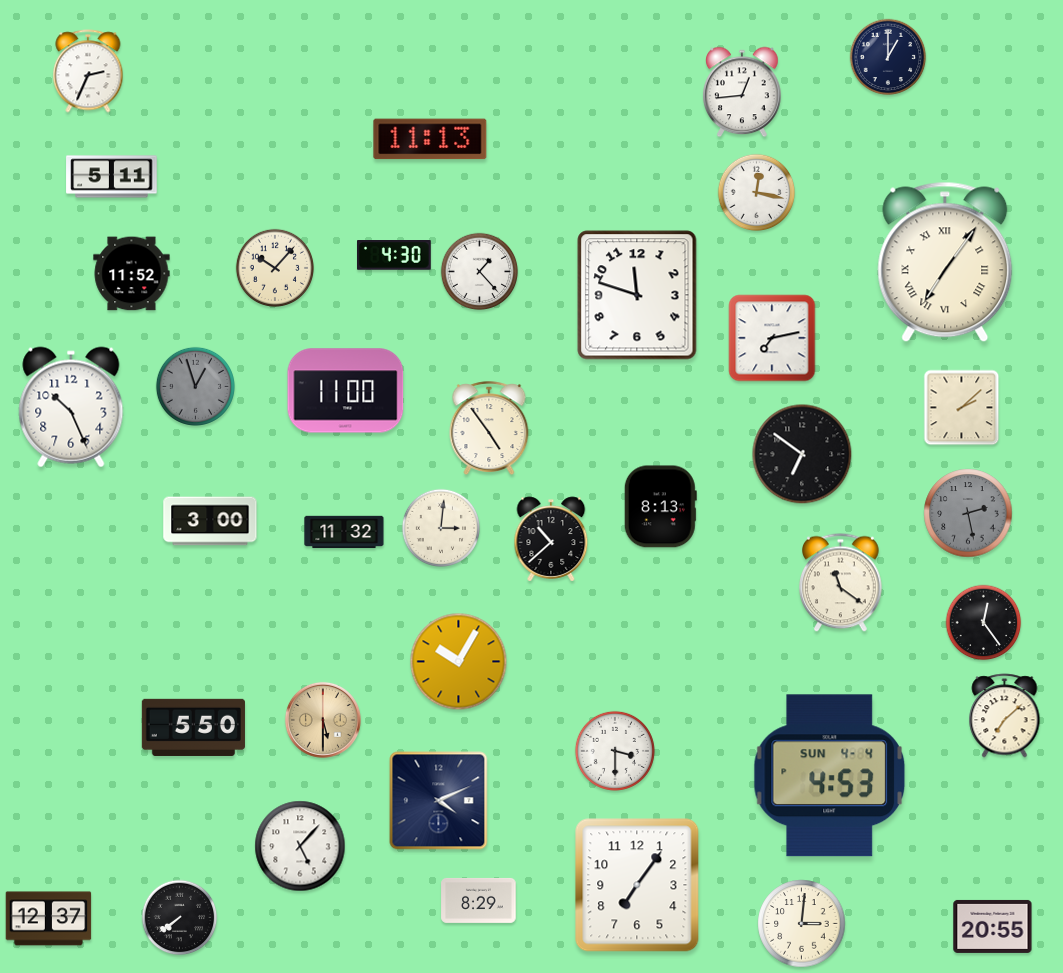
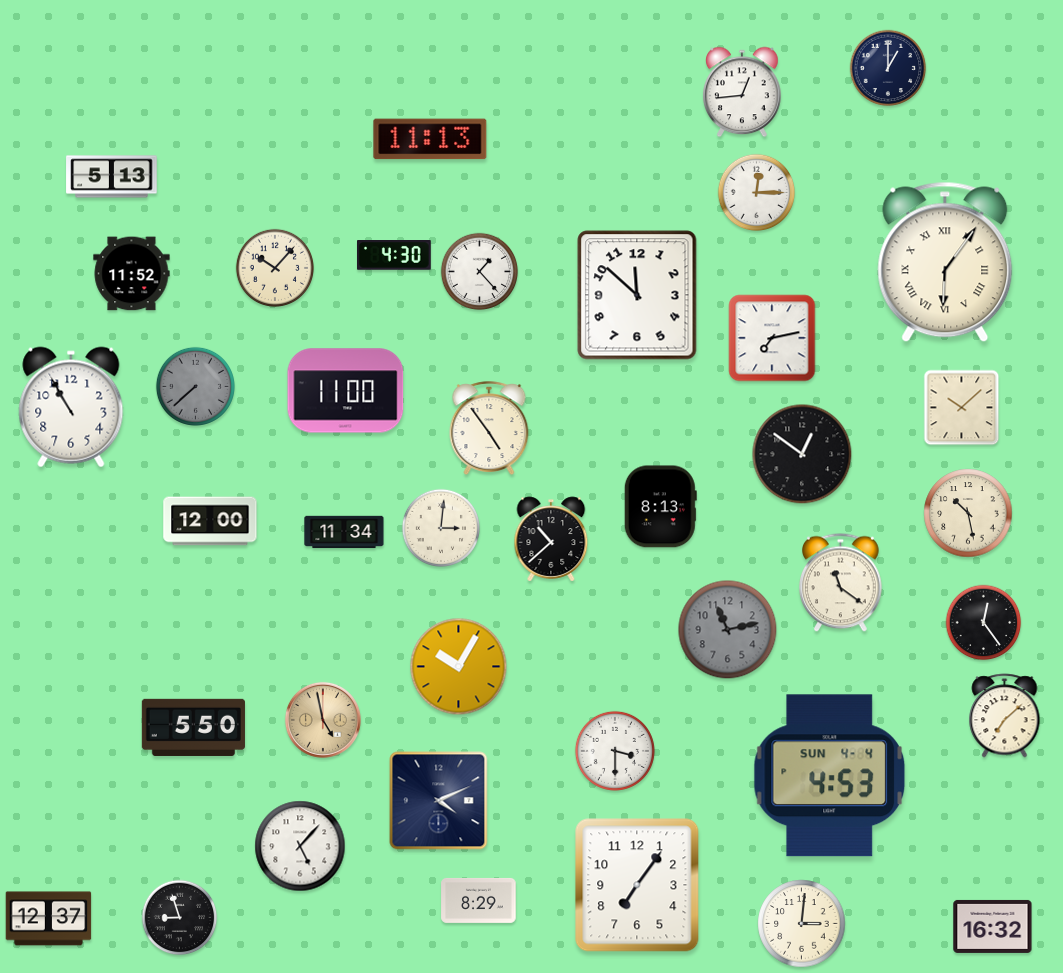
clock at (888, 57) position: (888, 57) -> (888, 68)
clock at (88, 71): 2:34 -> none
clock at (112, 177): 5:11 -> 5:13
clock at (757, 193): 12:17 -> 12:15
clock at (945, 262): 7:06 -> 6:06
clock at (637, 295): 11:48 -> 11:52
clock at (195, 386): 12:57 -> 7:38
clock at (71, 407): 10:26 -> 10:55
clock at (962, 408): 2:08 -> 10:08
clock at (802, 454): 6:51 -> 12:51
clock at (968, 513): 2:28 -> 10:28
clock at (968, 513) dial: grey -> cream
clock at (210, 521): 3:00 -> 12:00
clock at (344, 532): 11:32 -> 11:34
clock at (728, 630): none -> 11:13
clock at (459, 662) position: (459, 662) -> (459, 667)
clock at (323, 720): 5:30 -> 4:58
clock at (180, 918): 7:39 -> 8:57
clock at (993, 926): 20:55 -> 16:32
